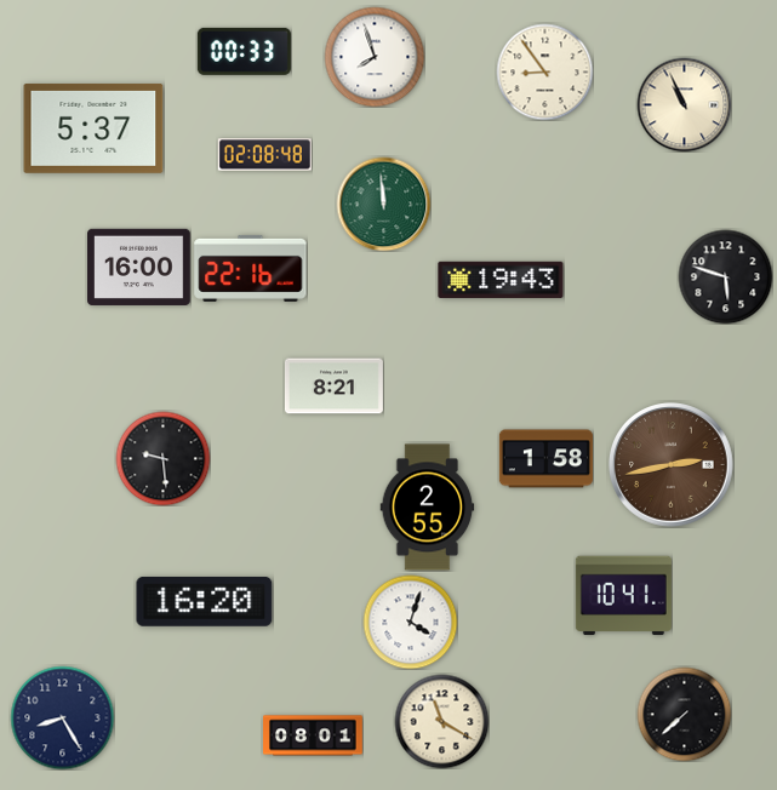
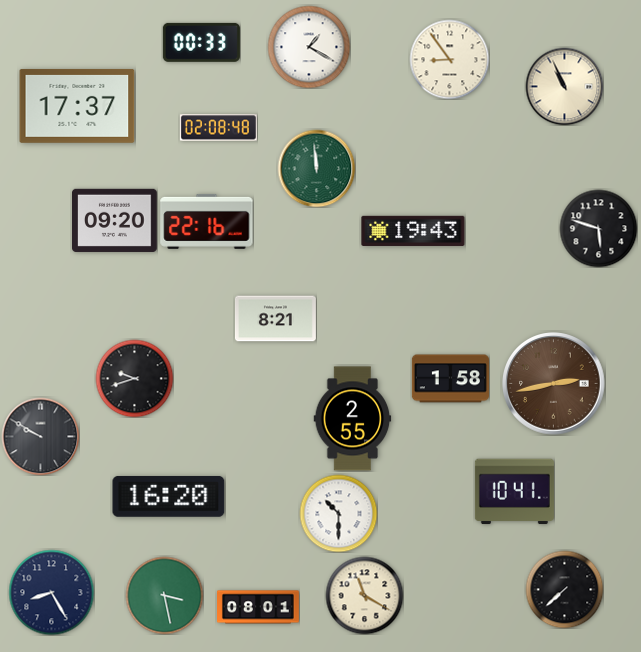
clock at (375, 57): 7:57 -> 1:20
clock at (93, 128): 5:37 -> 17:37
clock at (139, 267): 16:00 -> 09:20
clock at (162, 458): 9:29 -> 9:42
clock at (40, 436): none -> 9:50
clock at (410, 622): 4:03 -> 10:30
clock at (164, 595): none -> 3:28
